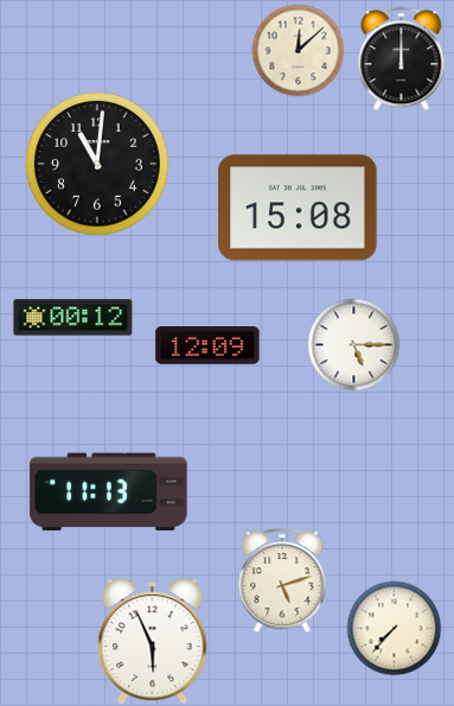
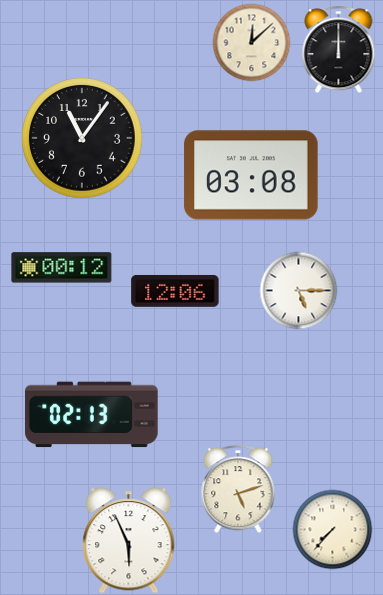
clock at (97, 164): 11:01 -> 11:06
clock at (298, 208): 15:08 -> 03:08
clock at (207, 345): 12:09 -> 12:06
clock at (109, 492): 11:13 -> 02:13
